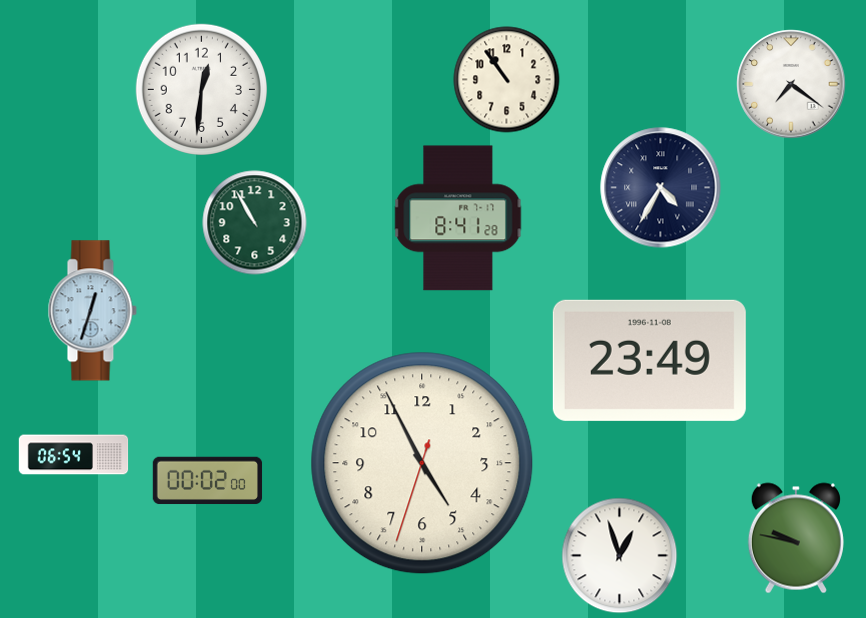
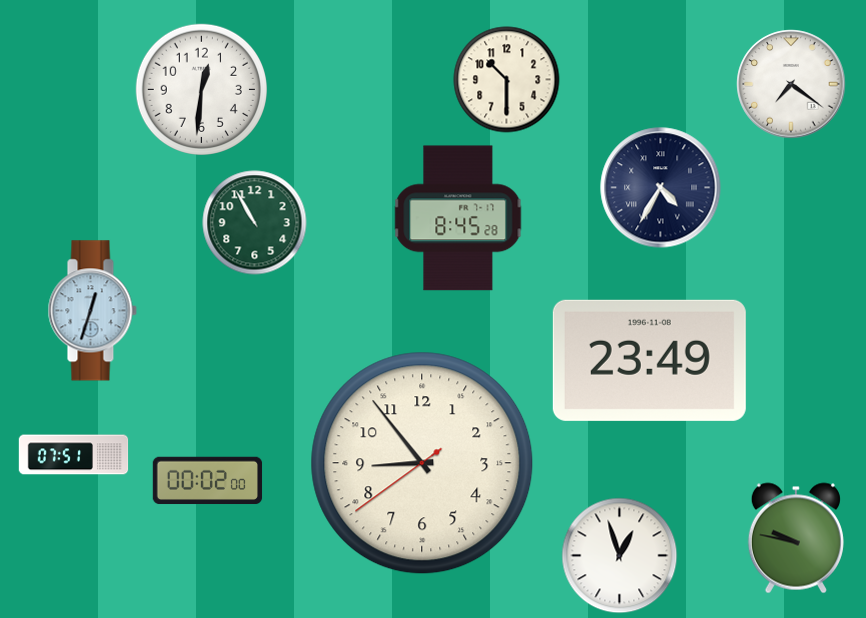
clock at (507, 80): 10:54 -> 10:30
clock at (458, 218): 8:41 -> 8:45
clock at (74, 455): 06:54 -> 07:51
clock at (422, 463): 4:55 -> 8:53
